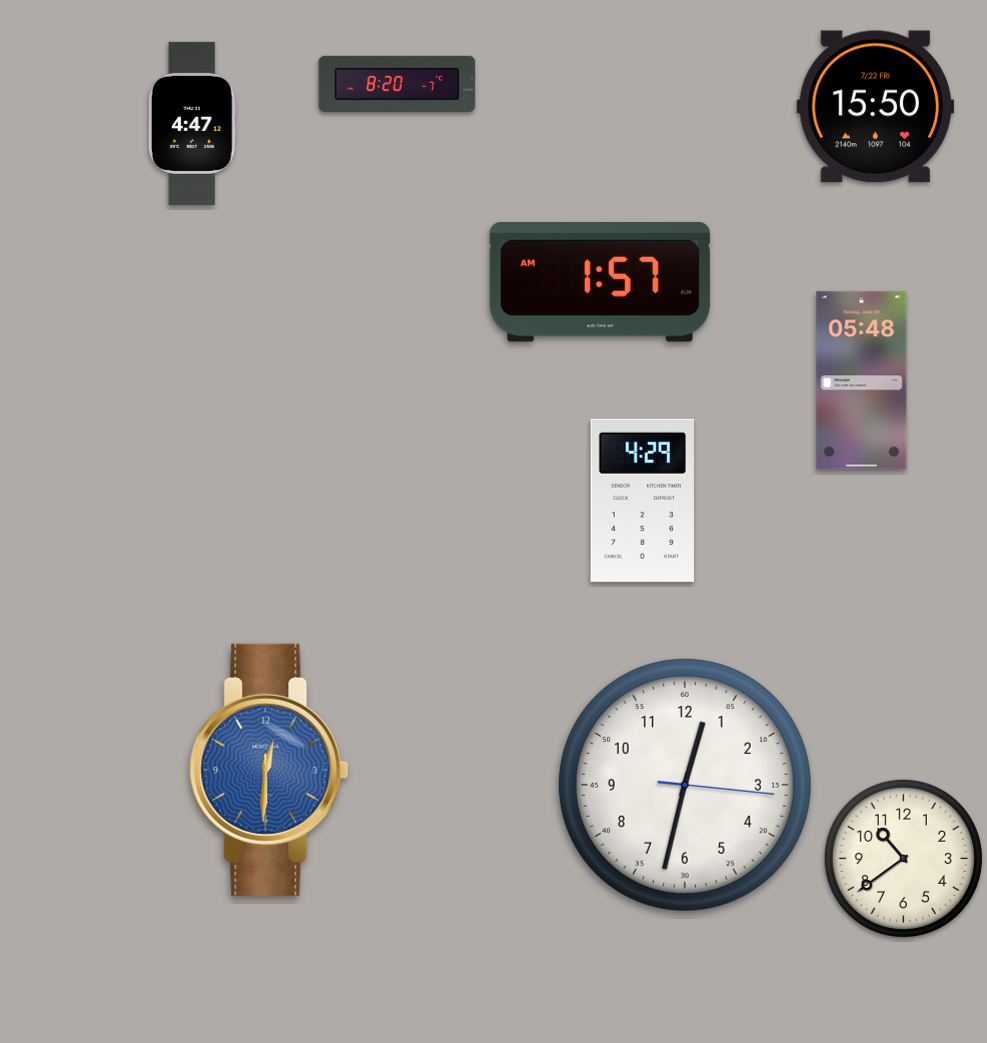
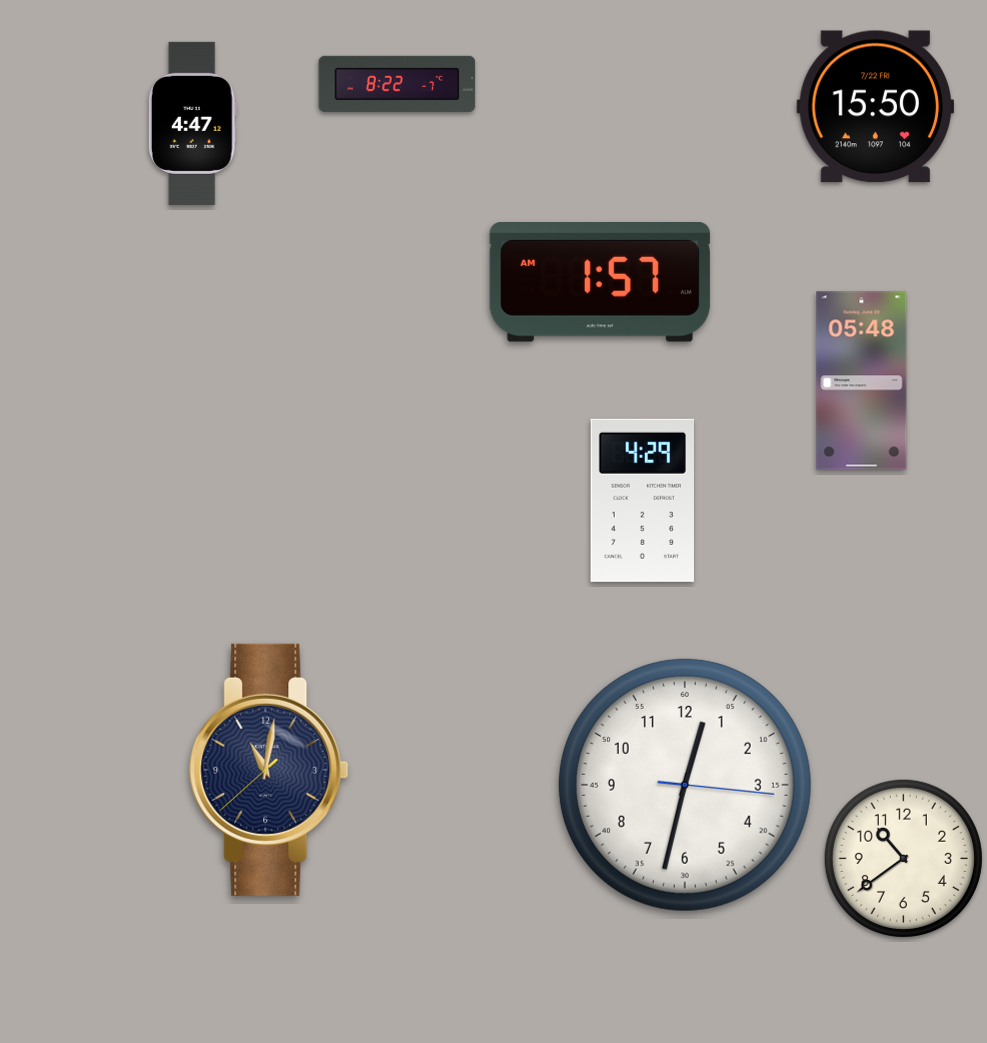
clock at (397, 84): 8:20 -> 8:22
clock at (269, 770): 12:30 -> 11:01
clock at (269, 770) dial: blue -> navy
